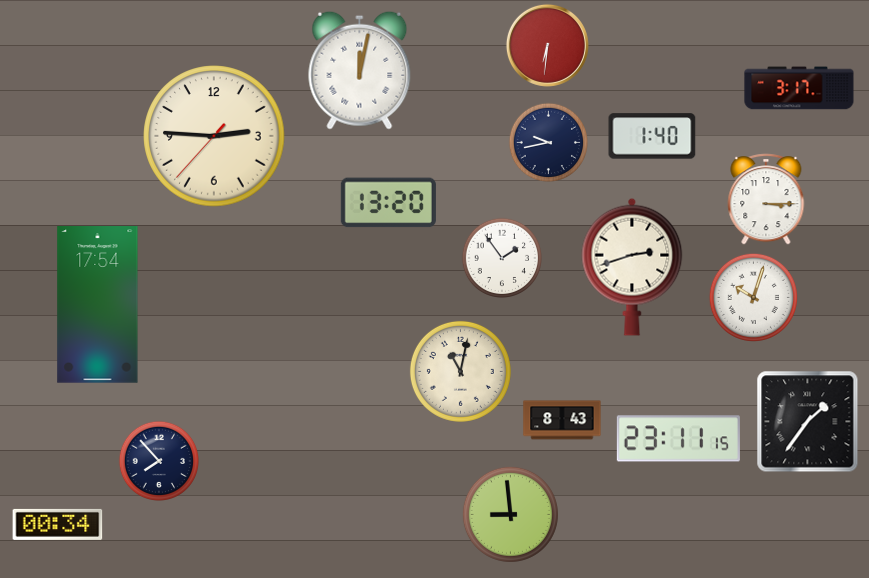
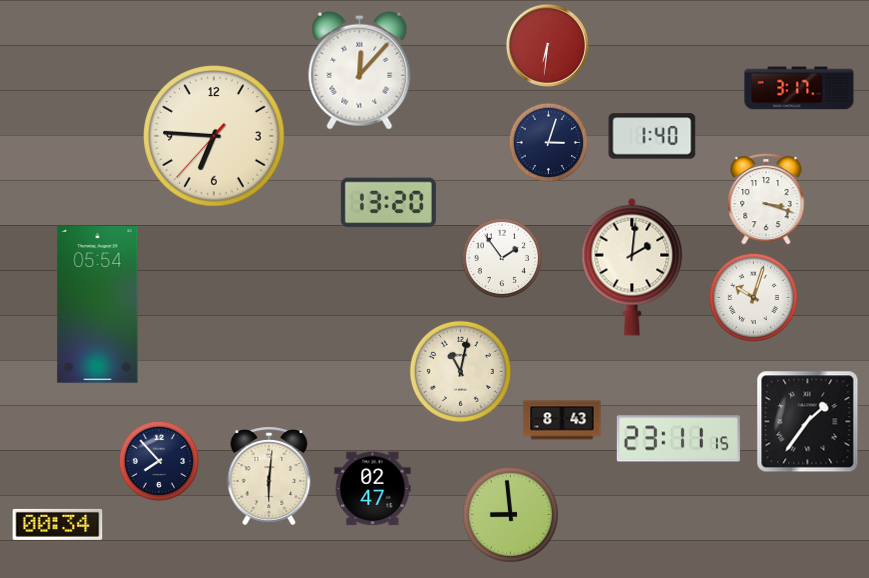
clock at (360, 70): 12:02 -> 12:07
clock at (214, 136): 2:45 -> 6:45
clock at (549, 143): 9:43 -> 3:03
clock at (766, 199): 3:15 -> 3:18
clock at (632, 267): 2:42 -> 2:01
clock at (98, 305): 17:54 -> 05:54
clock at (269, 476): none -> 6:01
clock at (373, 489): none -> 02:47
